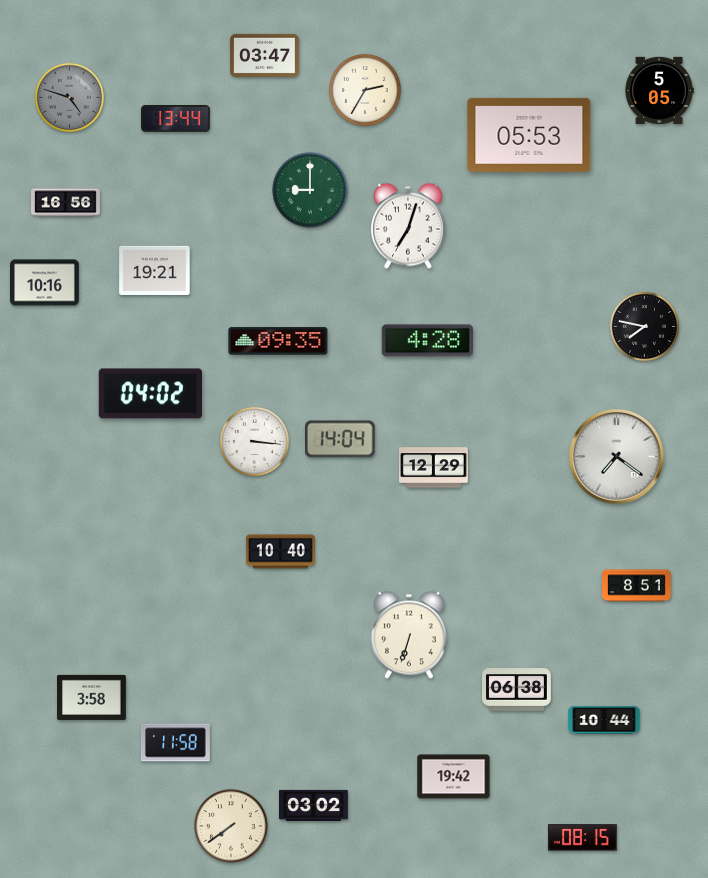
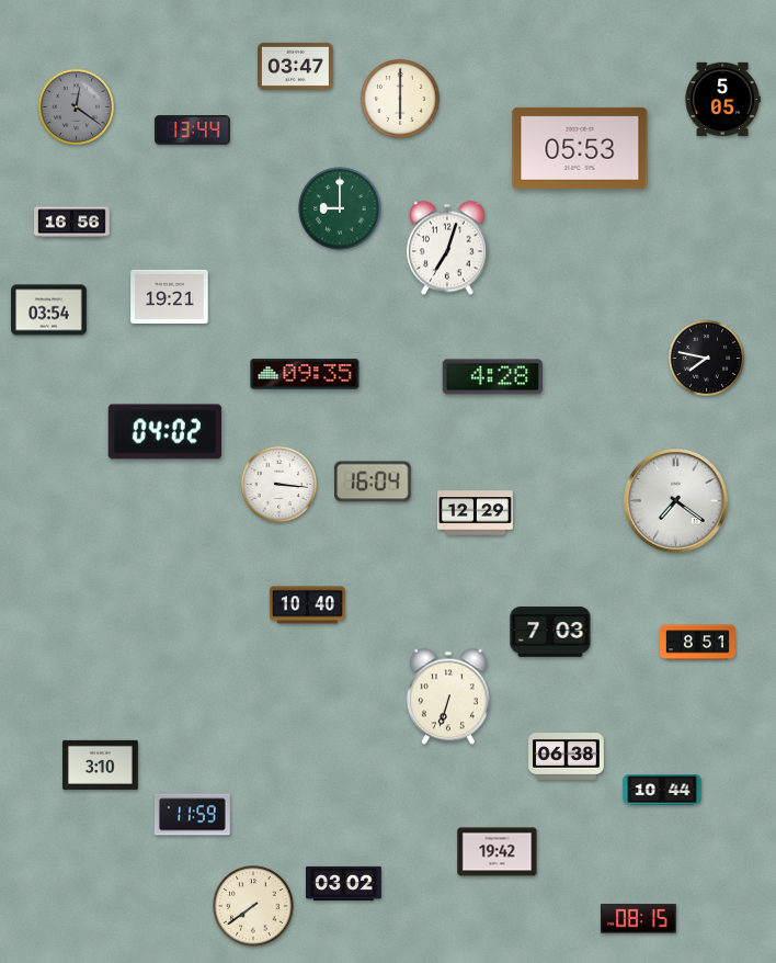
clock at (265, 55) position: (265, 55) -> (296, 66)
clock at (365, 90): 2:35 -> 6:00
clock at (69, 97): 4:48 -> 12:21
clock at (45, 283): 10:16 -> 03:54
clock at (427, 341) position: (427, 341) -> (492, 377)
clock at (341, 439): 14:04 -> 16:04
clock at (550, 632): none -> 7:03
clock at (92, 697): 3:58 -> 3:10
clock at (176, 743): 11:58 -> 11:59
